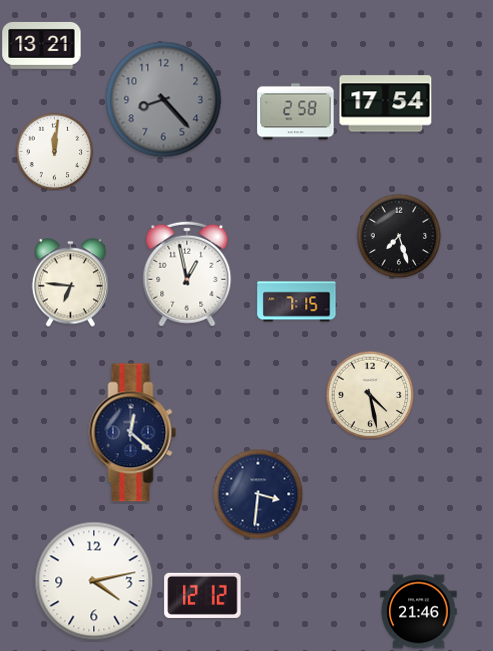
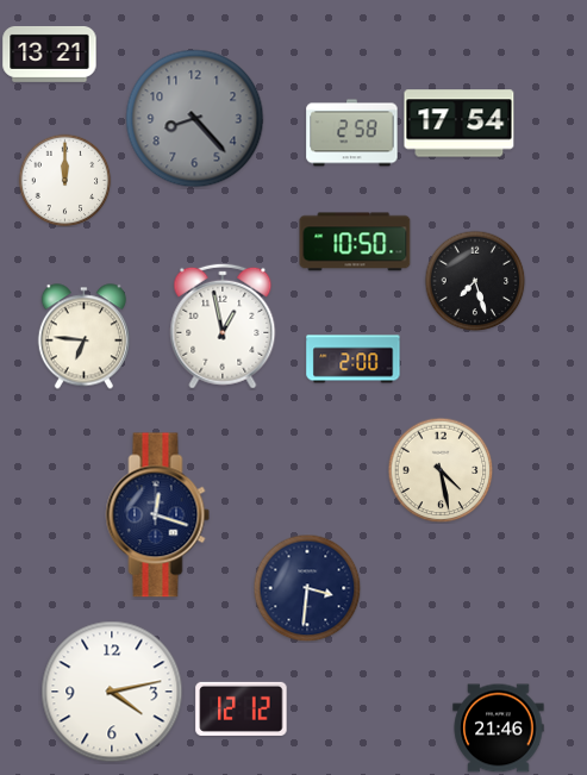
clock at (54, 151): 12:01 -> 12:00
clock at (355, 242): none -> 10:50
clock at (297, 302): 7:15 -> 2:00
clock at (133, 433): 12:22 -> 12:18
